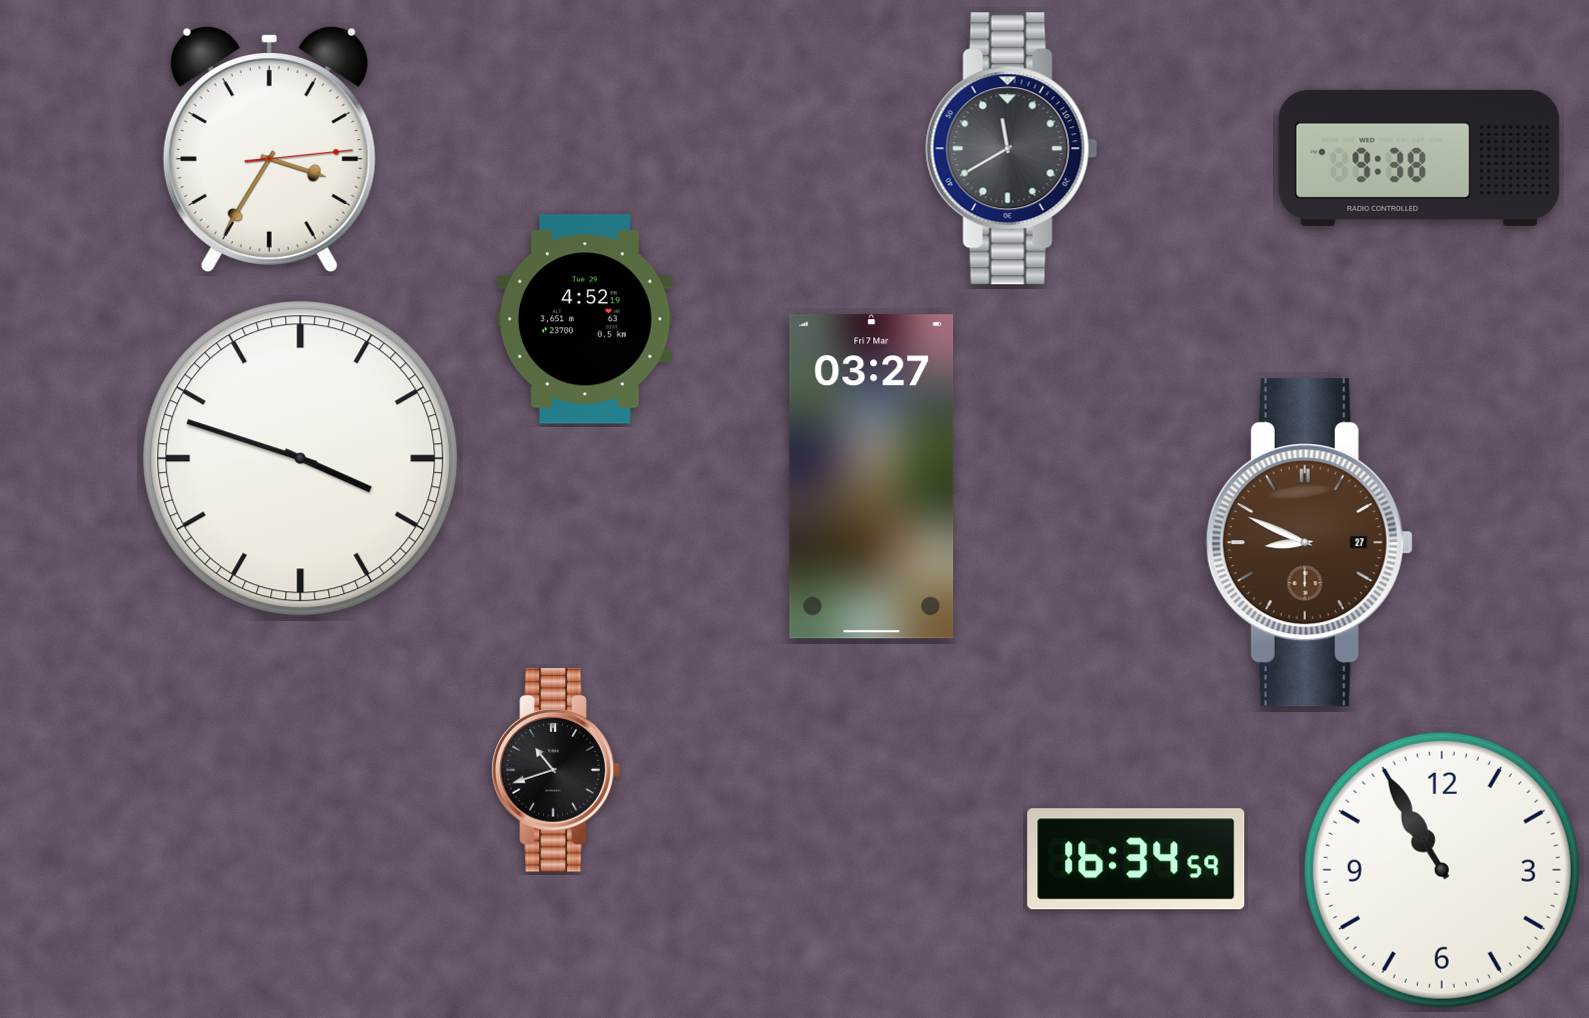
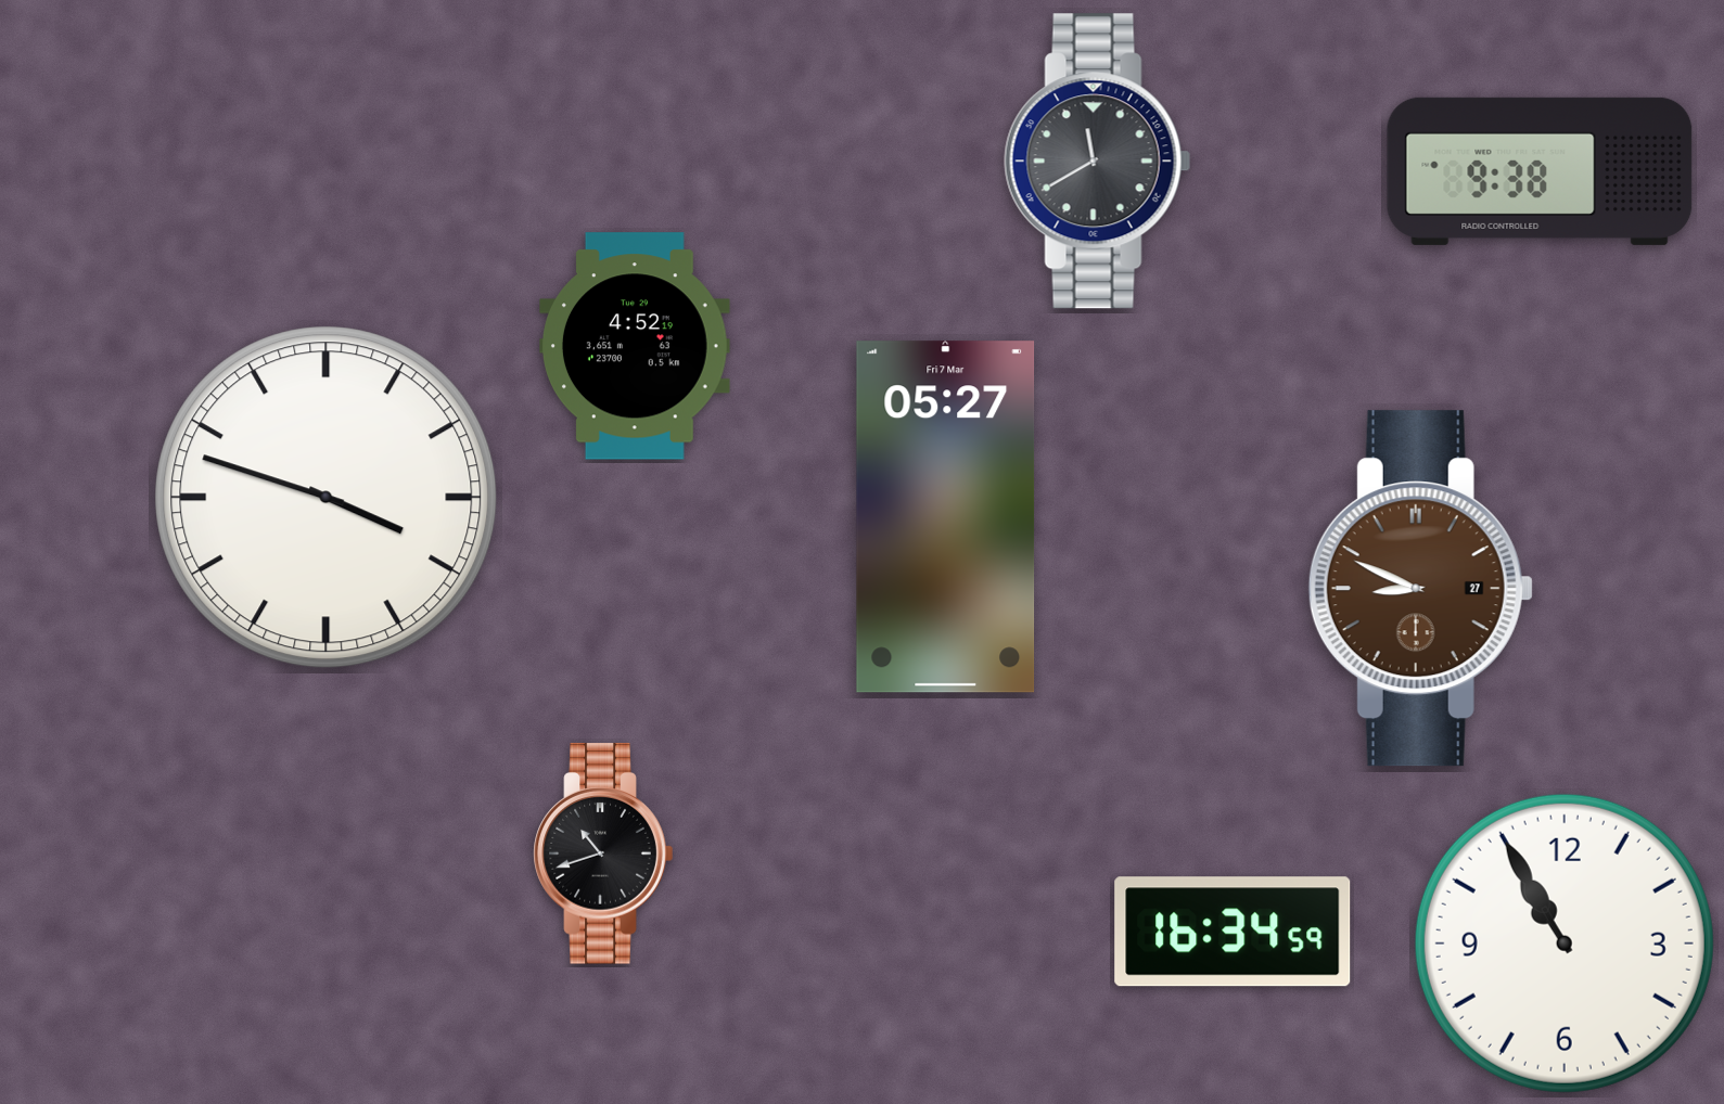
clock at (269, 149): 3:35 -> none
clock at (872, 477): 03:27 -> 05:27
clock at (556, 770) position: (556, 770) -> (603, 853)
